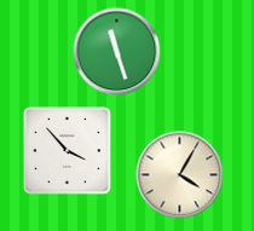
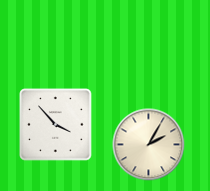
clock at (117, 52): 11:27 -> none
clock at (180, 175): 4:05 -> 2:05
